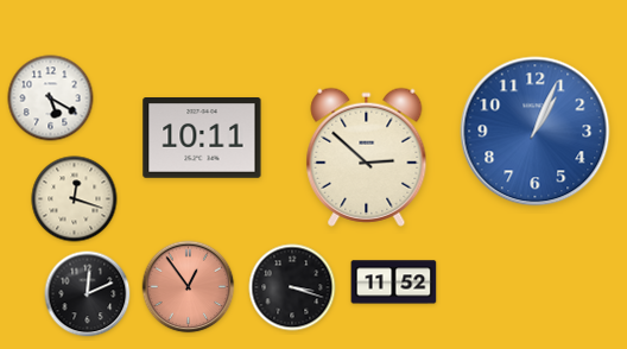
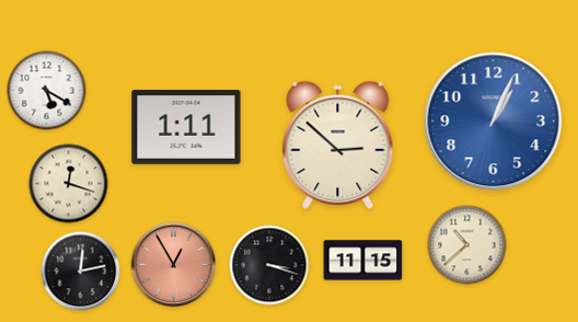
clock at (202, 139): 10:11 -> 1:11
clock at (467, 245): none -> 10:38
clock at (394, 283): 11:52 -> 11:15
clock at (189, 287): 12:54 -> 12:55
clock at (88, 294): 12:11 -> 12:13
